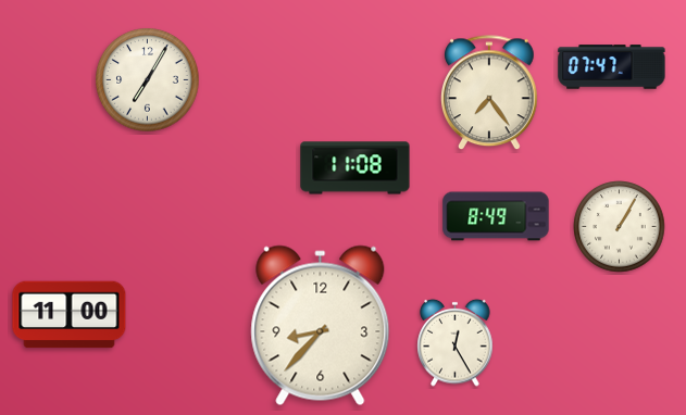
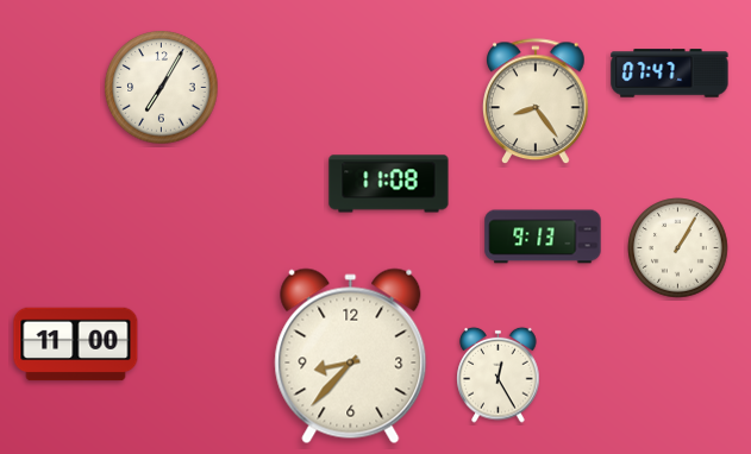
clock at (490, 93): 7:24 -> 8:24
clock at (496, 216): 8:49 -> 9:13
